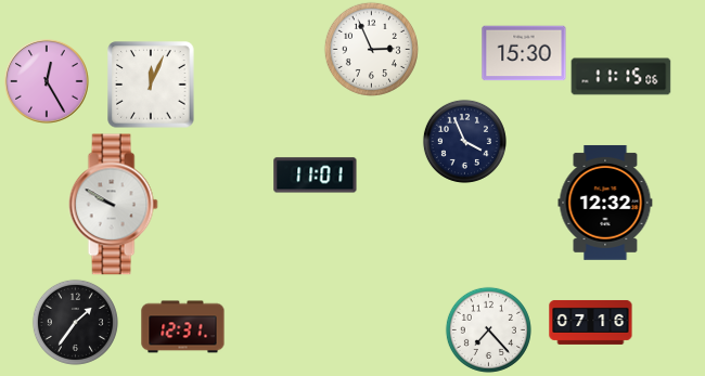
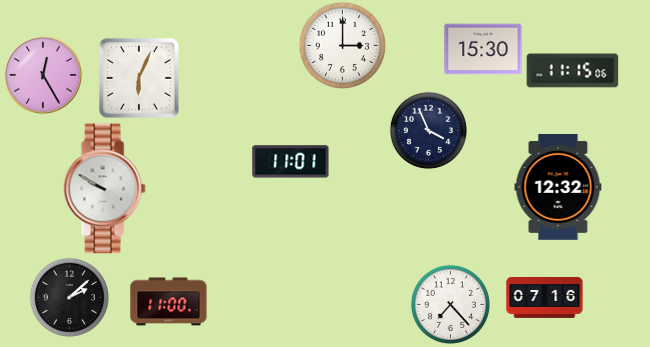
clock at (371, 49): 2:56 -> 3:00
clock at (151, 85): 12:04 -> 6:04
clock at (75, 322): 1:36 -> 2:08
clock at (183, 327): 12:31 -> 11:00
